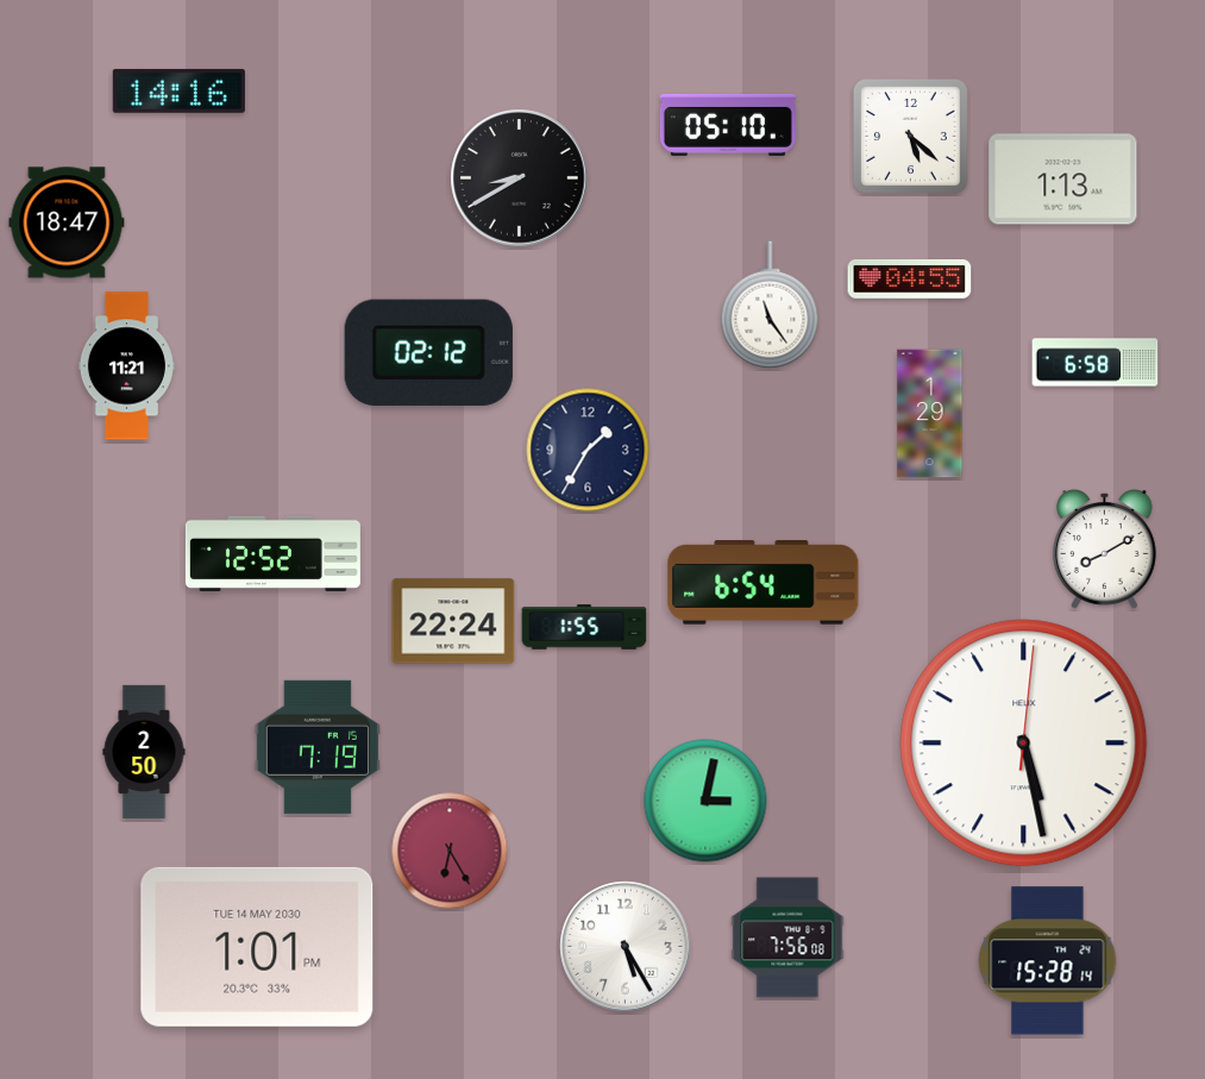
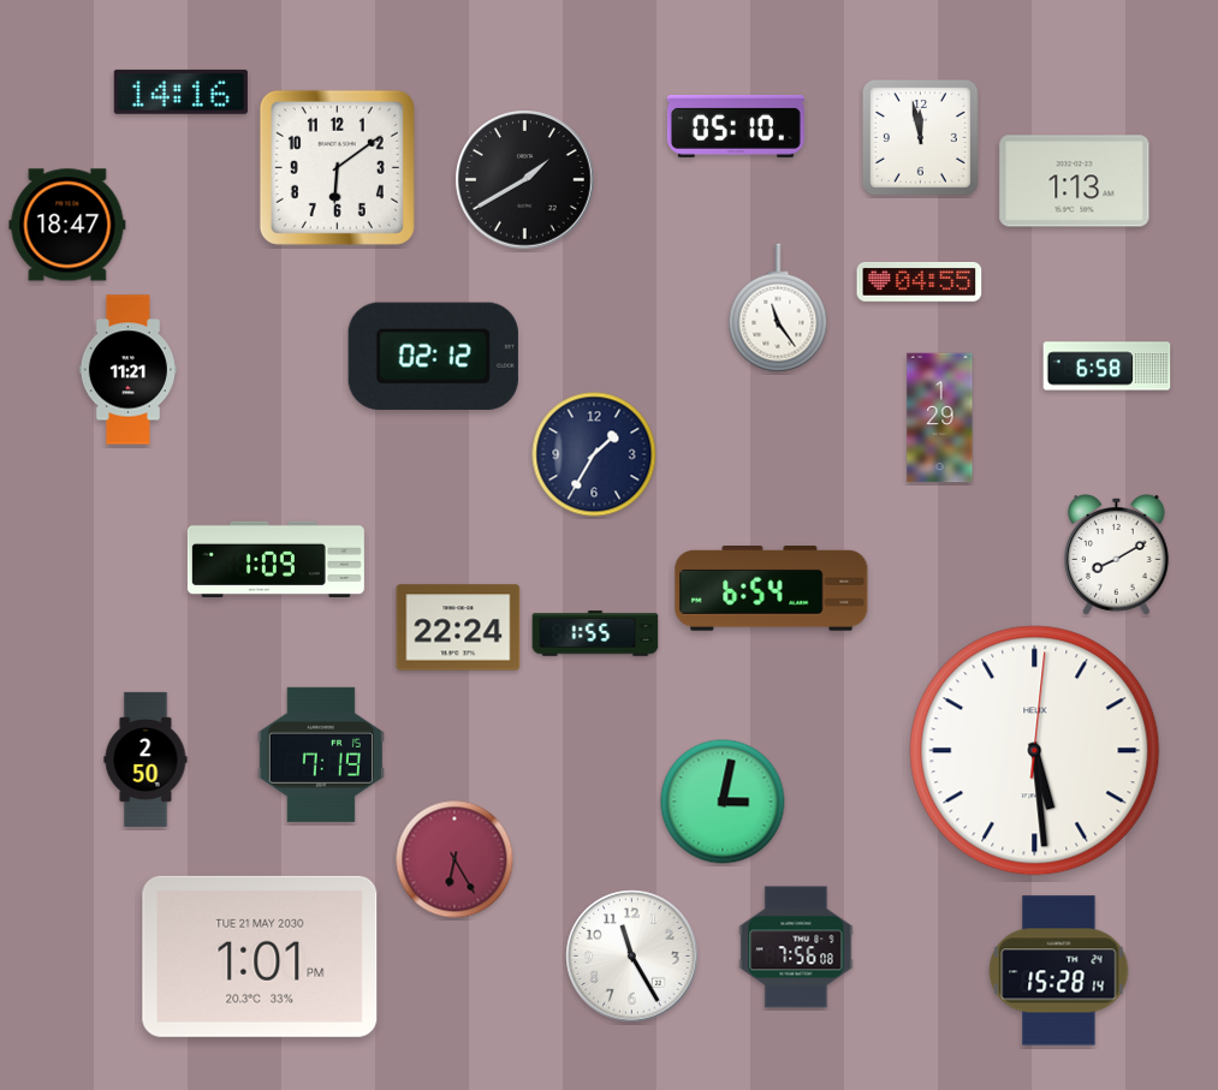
clock at (910, 136): 5:22 -> 11:58
clock at (337, 167): none -> 6:09
clock at (520, 178): 8:40 -> 1:40
clock at (272, 553): 12:52 -> 1:09
clock at (584, 627) position: (584, 627) -> (595, 633)
clock at (1024, 744): 5:28 -> 5:29
clock at (705, 801) position: (705, 801) -> (723, 802)
clock at (257, 947) date: TUE 14 MAY 2030 -> TUE 21 MAY 2030
clock at (626, 947): 5:25 -> 11:25
